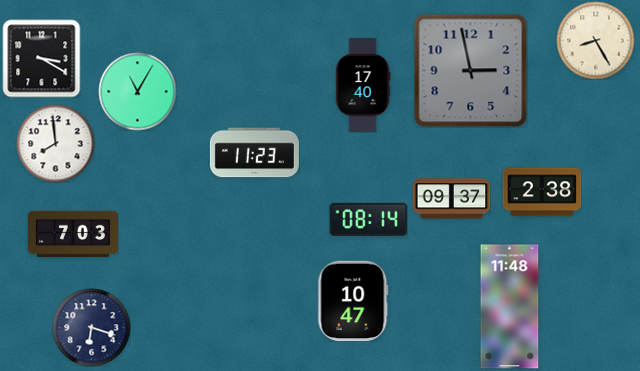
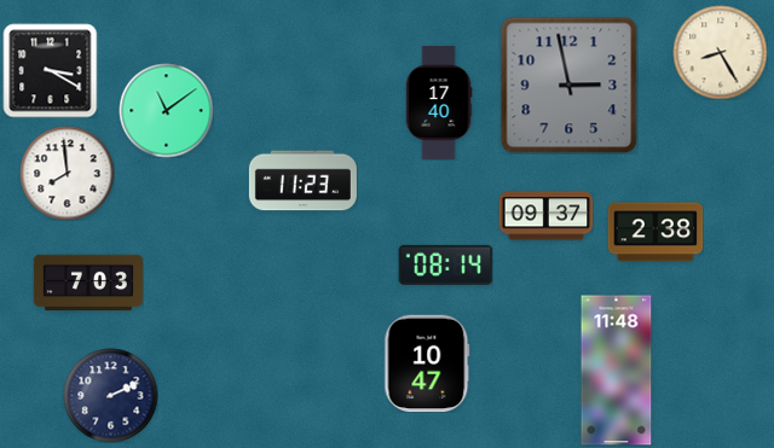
clock at (595, 40) position: (595, 40) -> (720, 52)
clock at (137, 91): 11:05 -> 11:09
clock at (254, 153) position: (254, 153) -> (302, 181)
clock at (451, 199) position: (451, 199) -> (545, 216)
clock at (91, 327): 6:18 -> 2:11
